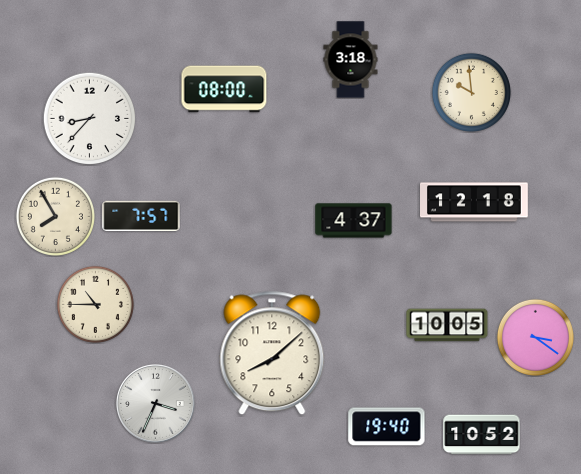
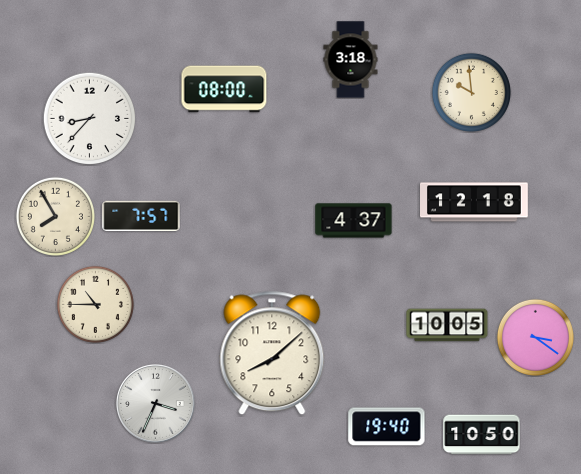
clock at (482, 435): 10:52 -> 10:50
